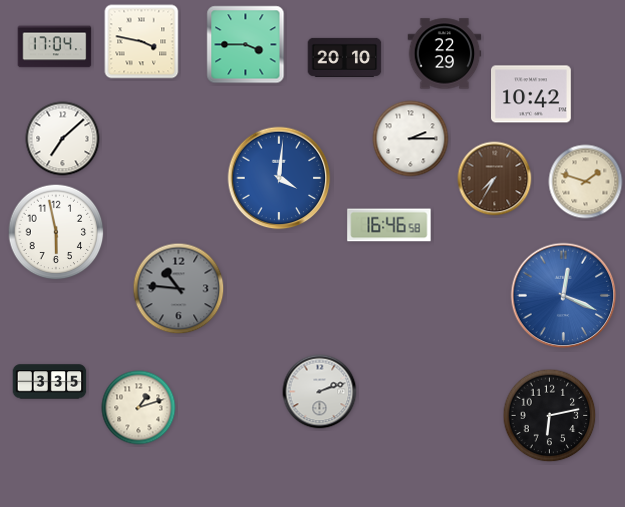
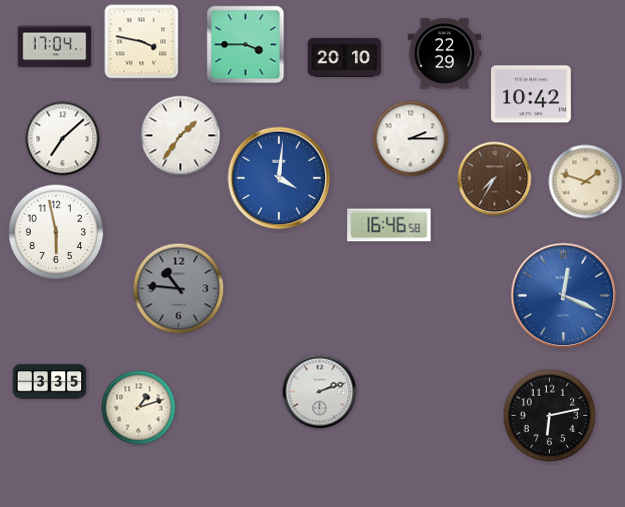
clock at (181, 136): none -> 1:36
